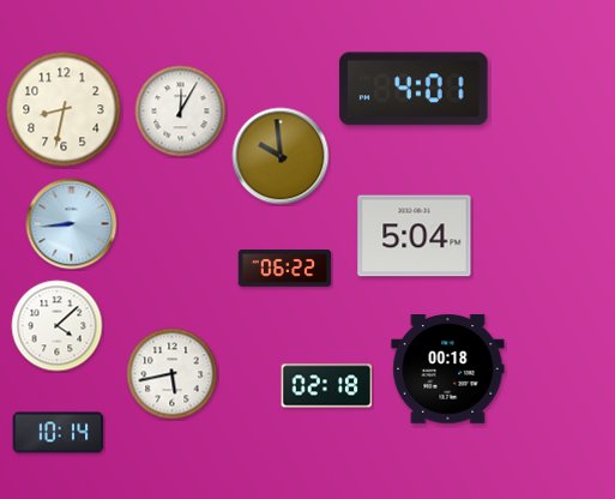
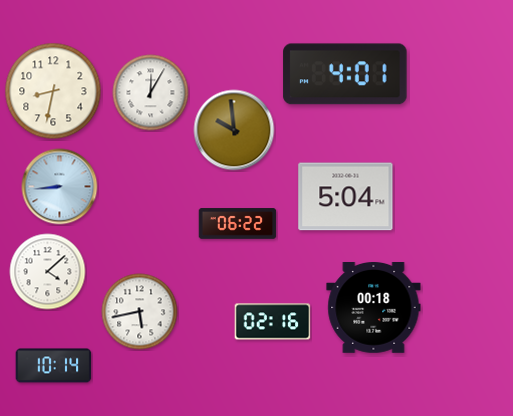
clock at (173, 374) position: (173, 374) -> (140, 312)
clock at (327, 386): 02:18 -> 02:16
clock at (59, 433) position: (59, 433) -> (54, 366)
